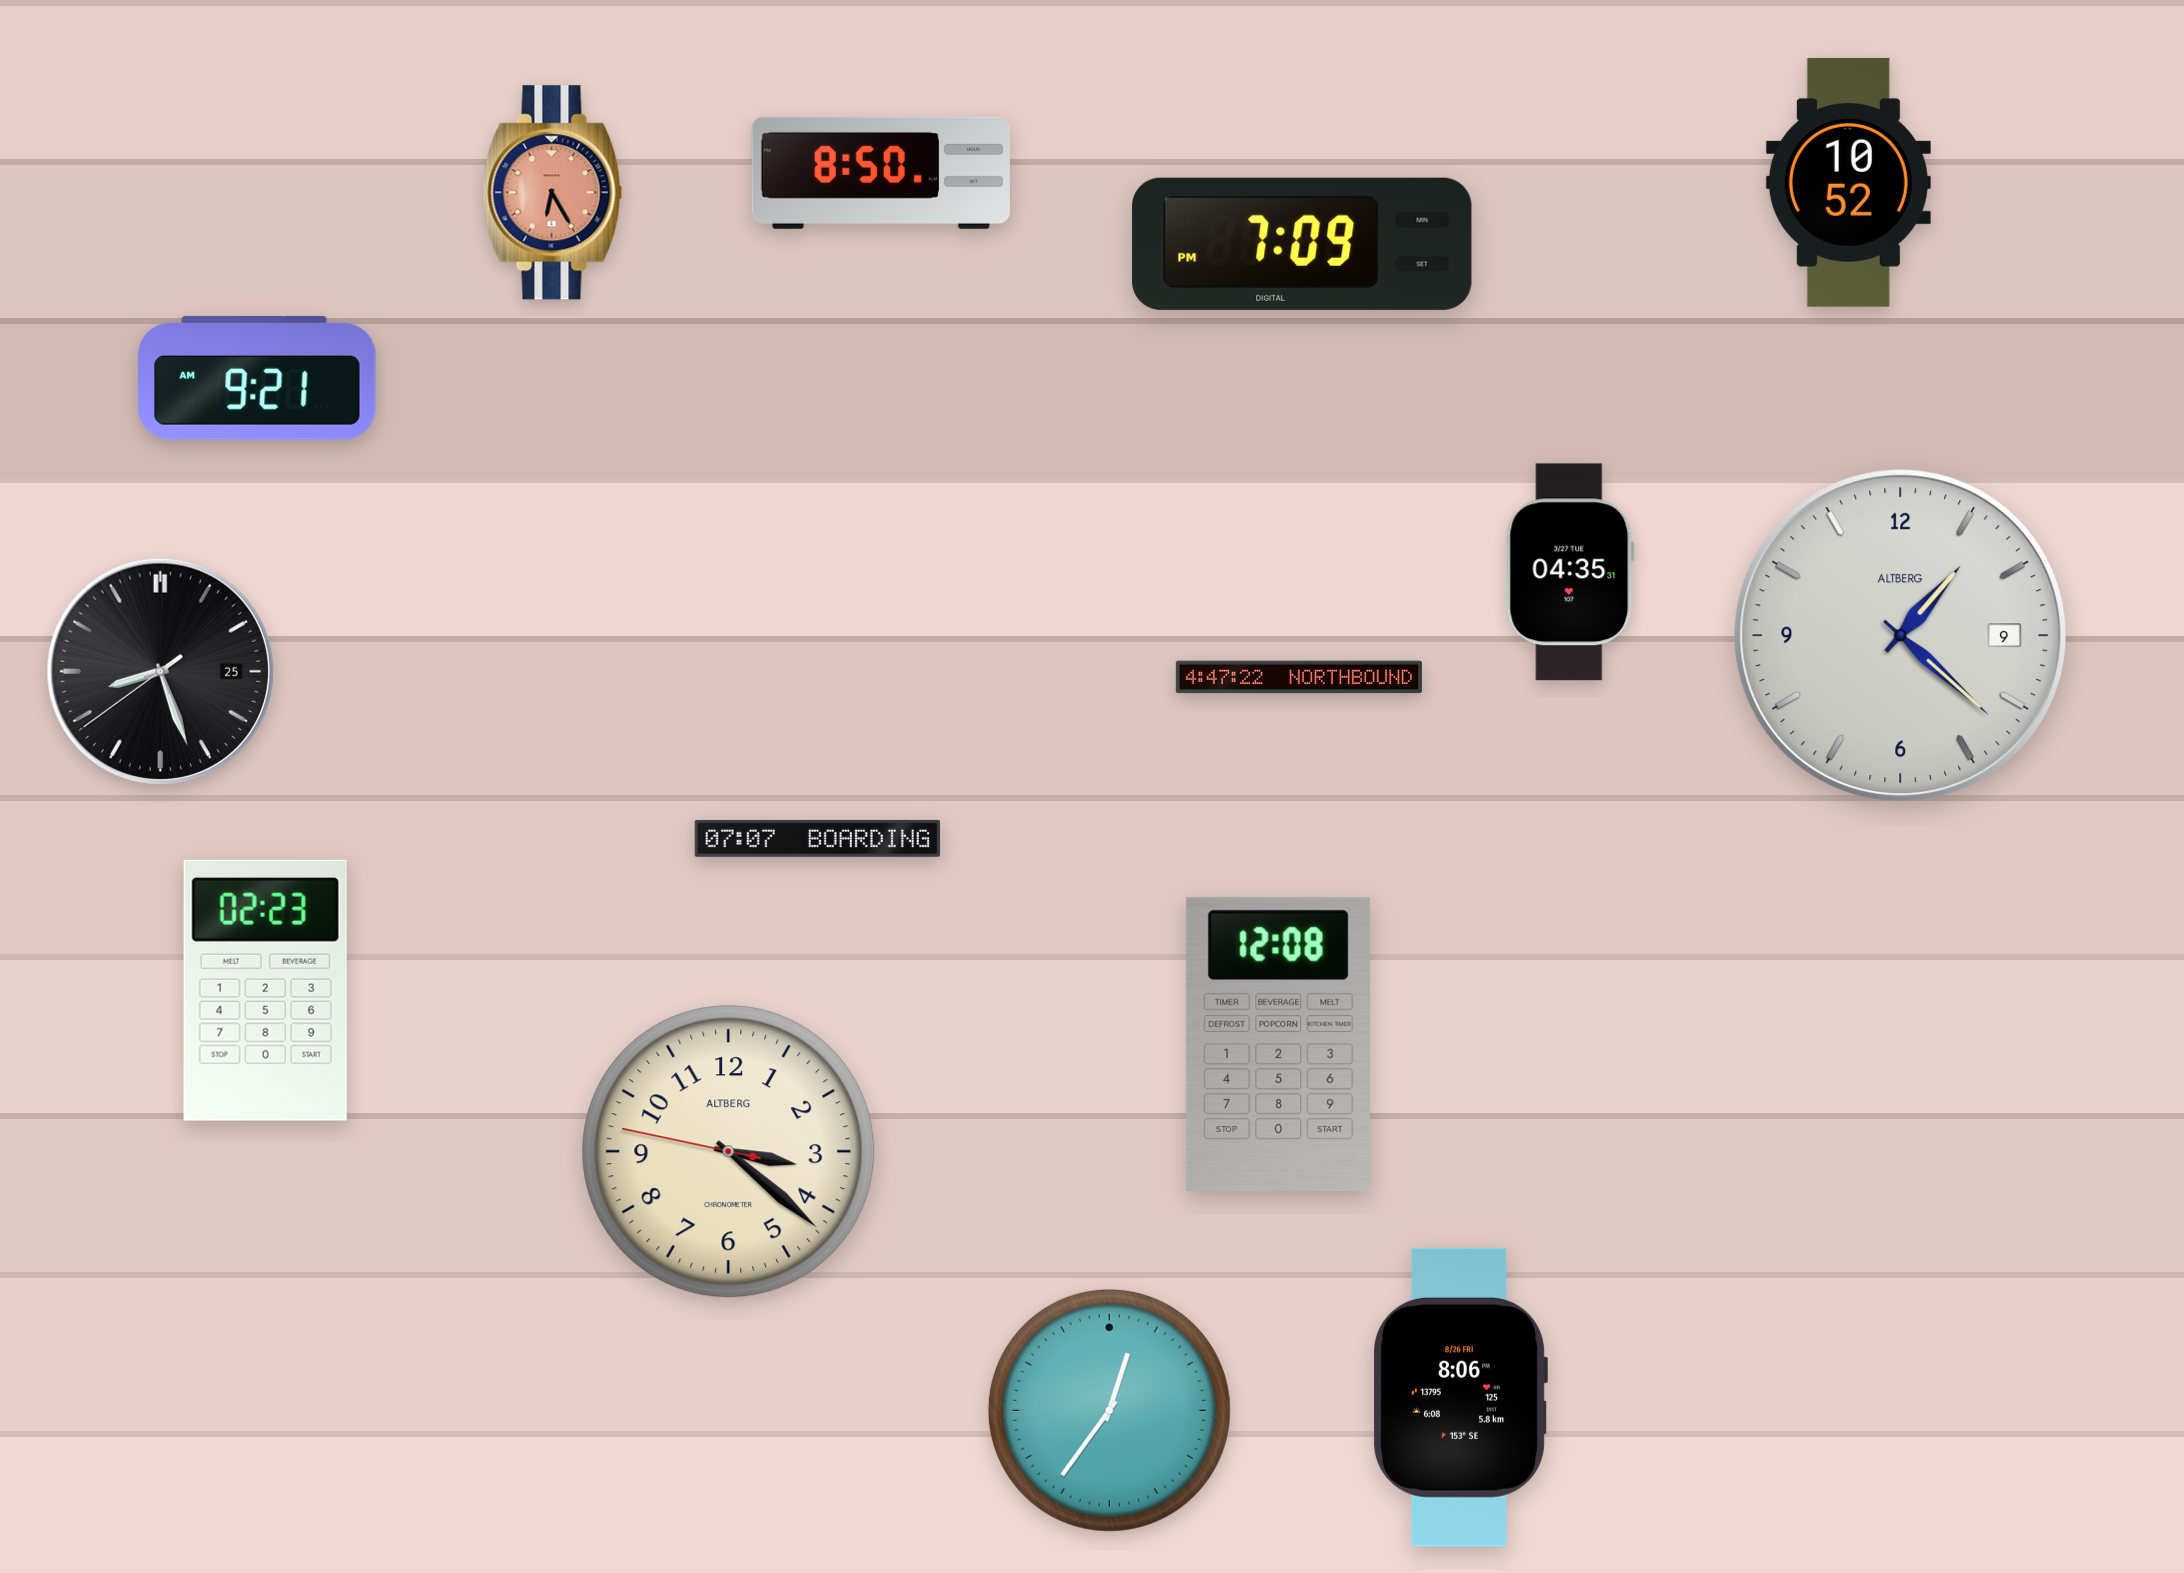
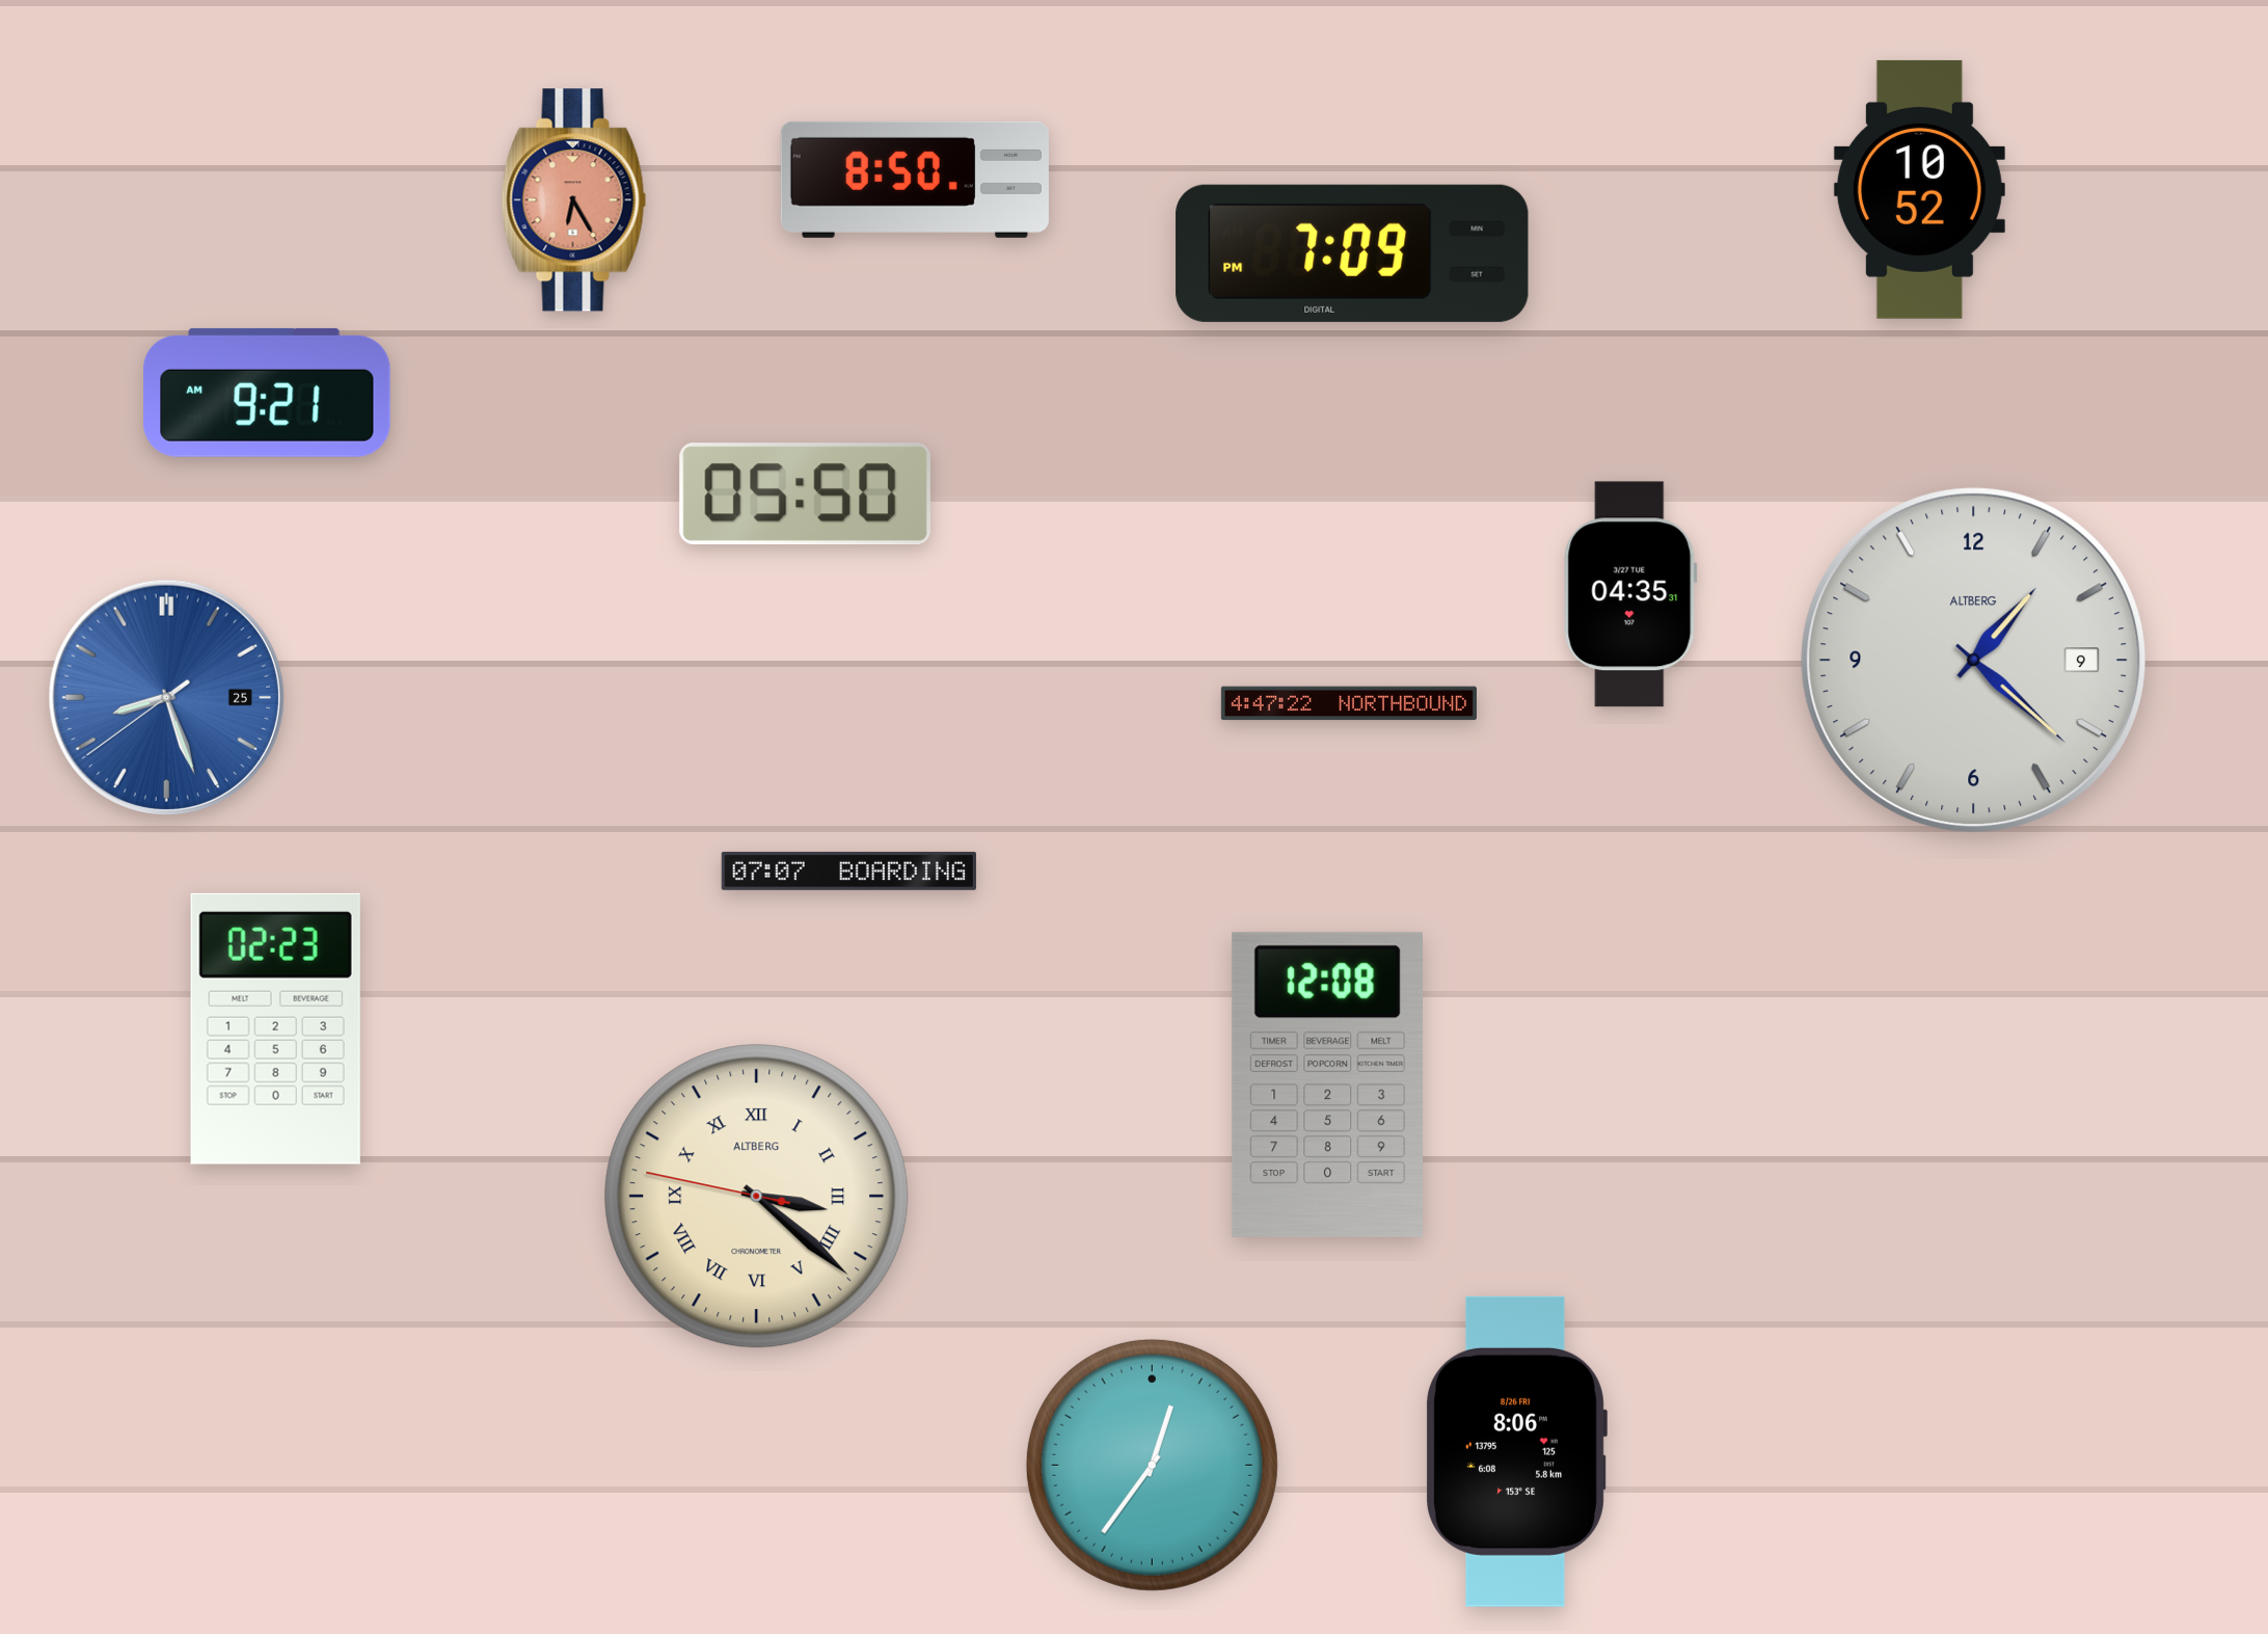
clock at (805, 494): none -> 05:50
clock at (160, 671) dial: black -> blue
clock at (729, 1152) numerals: Arabic -> Roman
